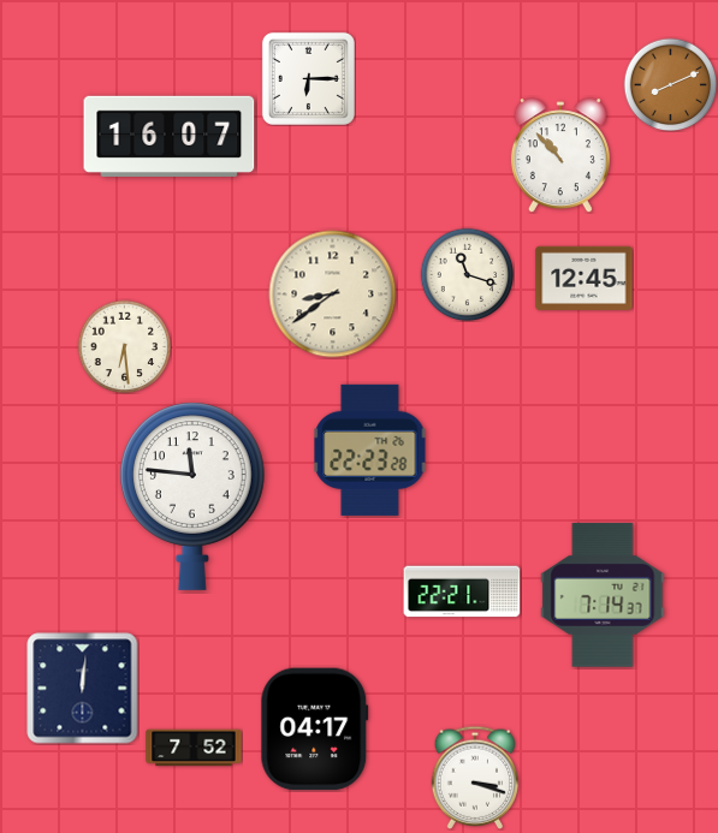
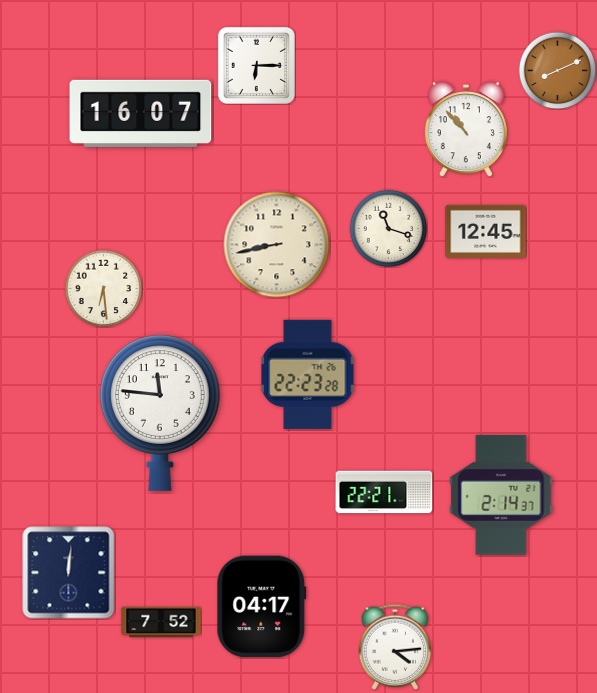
clock at (333, 294): 8:39 -> 8:43
clock at (603, 595): 7:14 -> 2:14
clock at (475, 778): 3:18 -> 4:14
